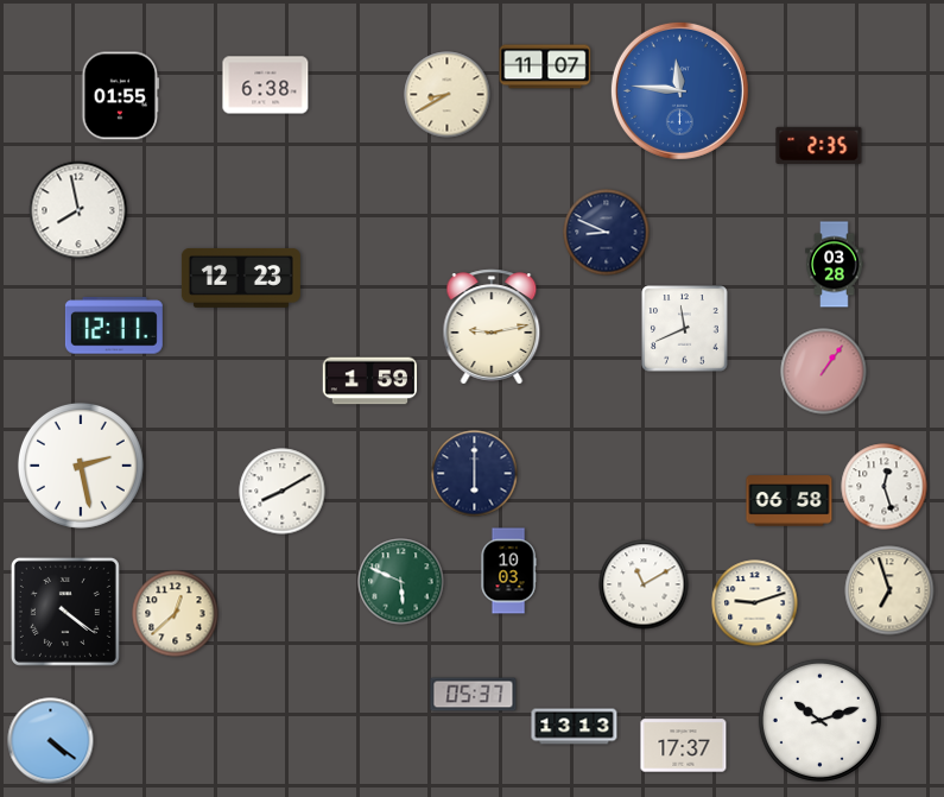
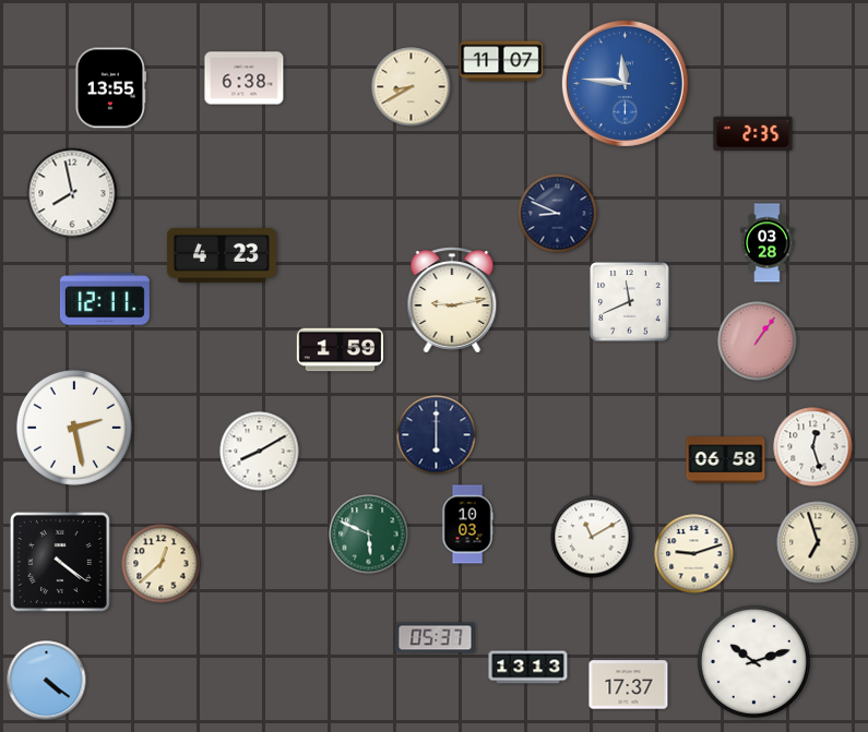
clock at (121, 96): 01:55 -> 13:55
clock at (241, 278): 12:23 -> 4:23
